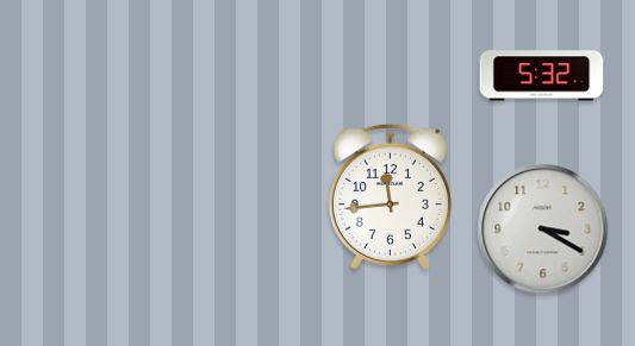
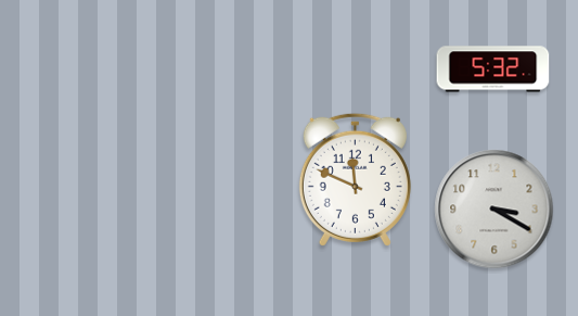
clock at (390, 196): 11:44 -> 11:49
